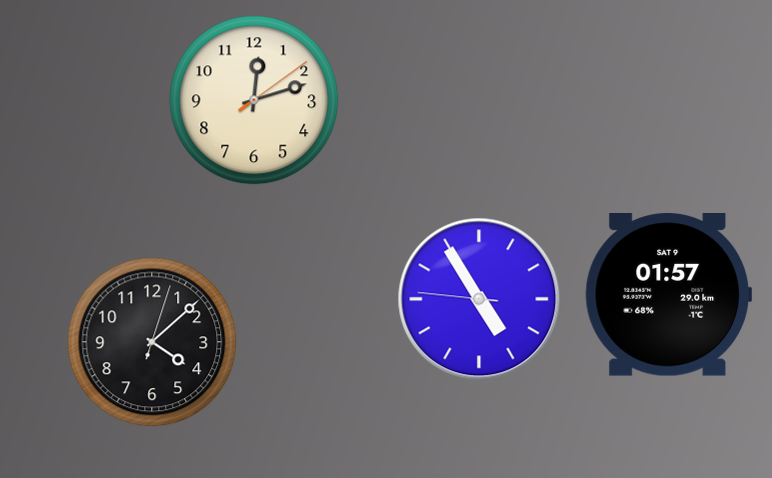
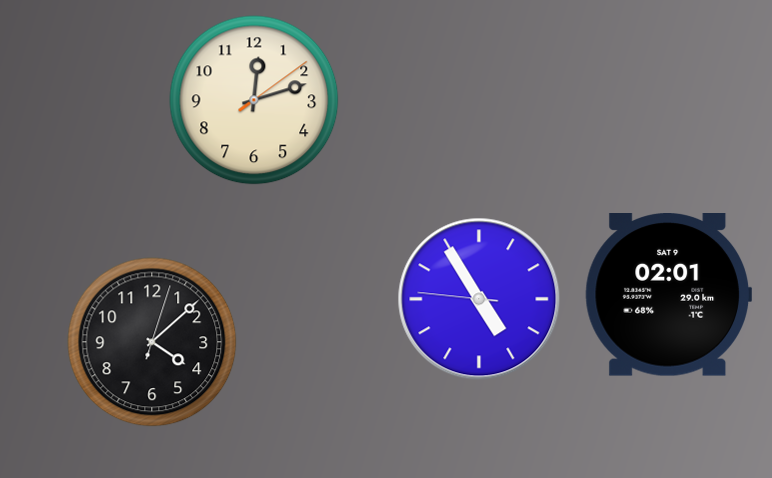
clock at (668, 295): 01:57 -> 02:01
